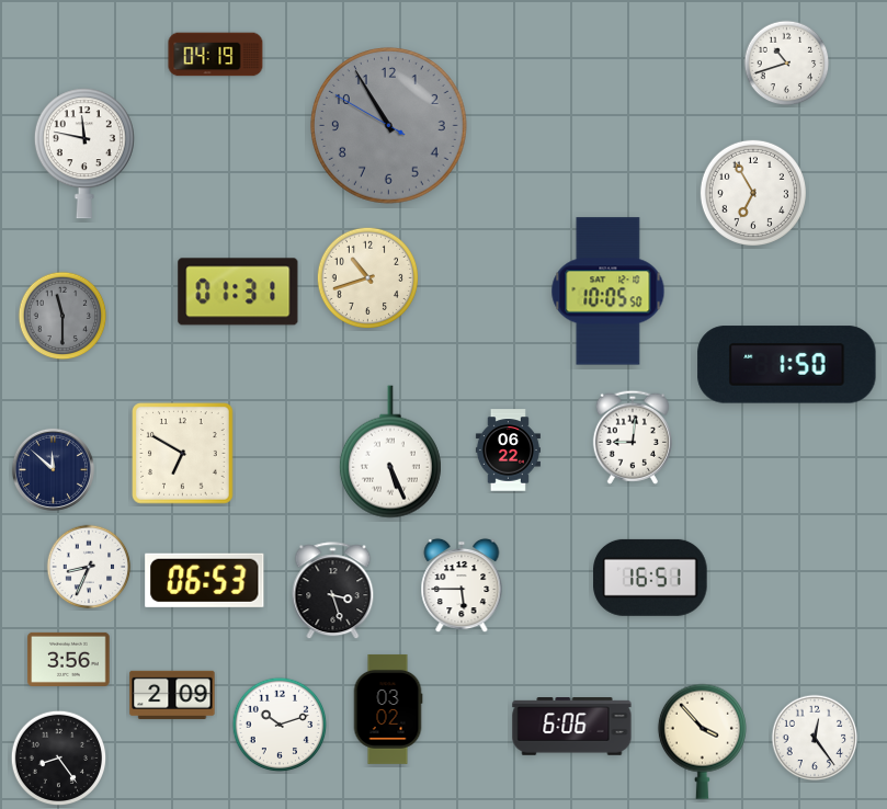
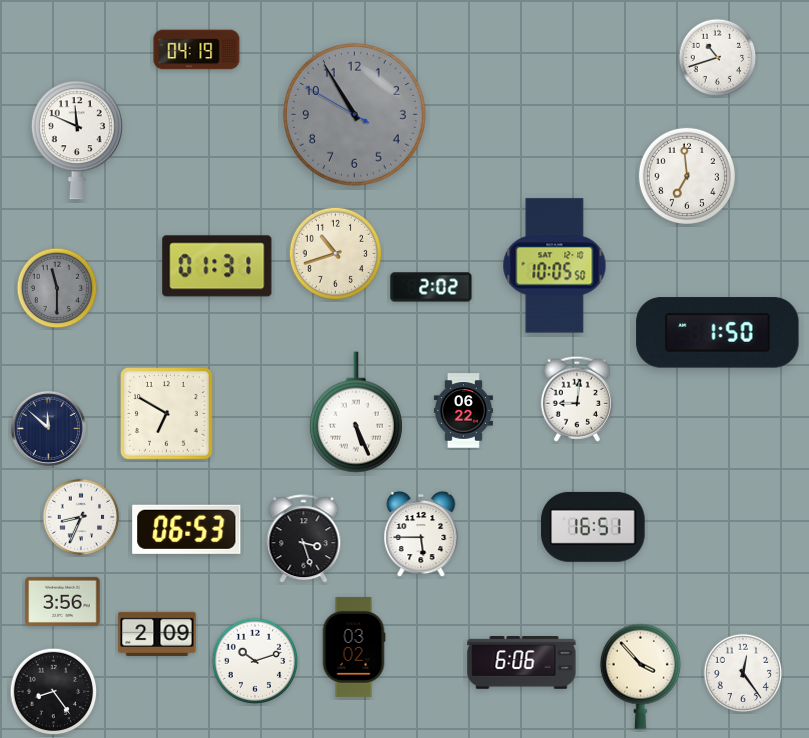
clock at (84, 153): 11:47 -> 11:49
clock at (753, 193): 6:55 -> 6:59
clock at (431, 287): none -> 2:02
